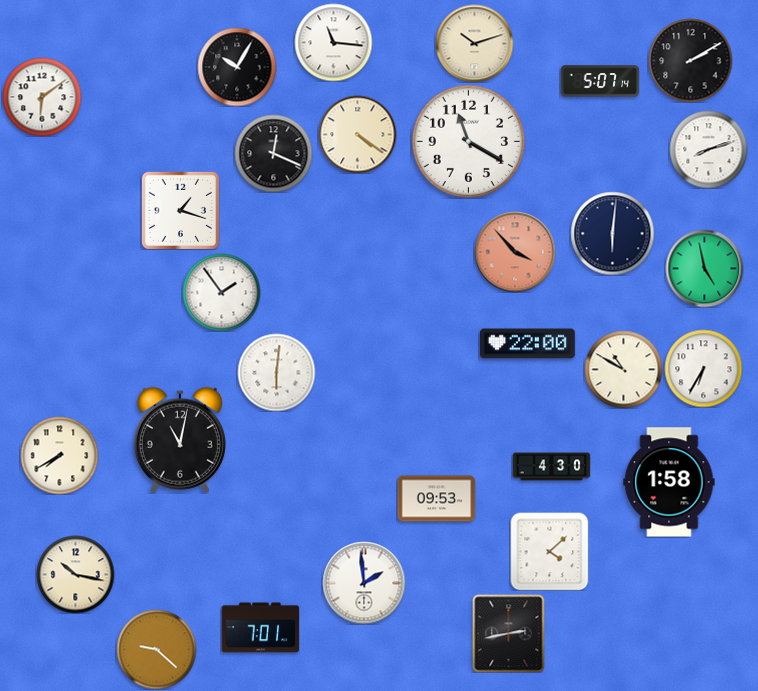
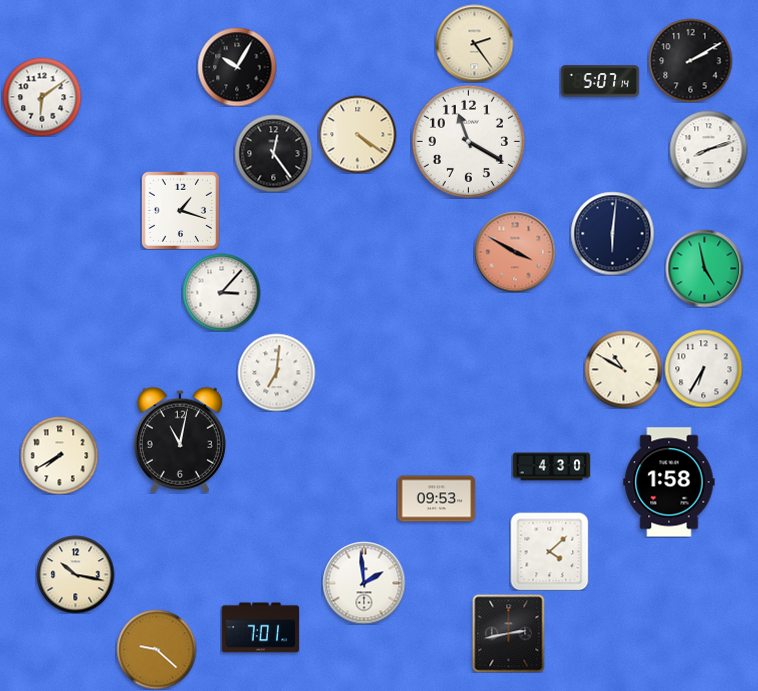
clock at (333, 42): 11:16 -> none
clock at (474, 43): 10:12 -> 2:24
clock at (273, 153): 12:19 -> 12:24
clock at (515, 252): 3:53 -> 3:50
clock at (221, 292): 1:54 -> 3:07
clock at (528, 344): 22:00 -> none
clock at (276, 372): 6:01 -> 7:01
